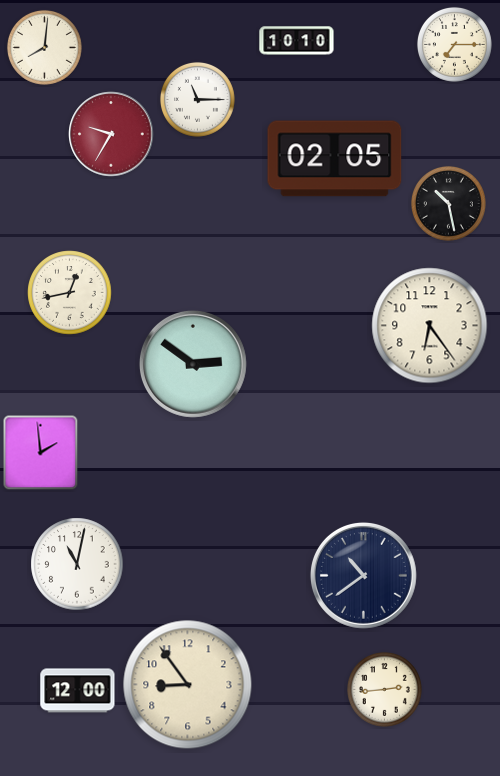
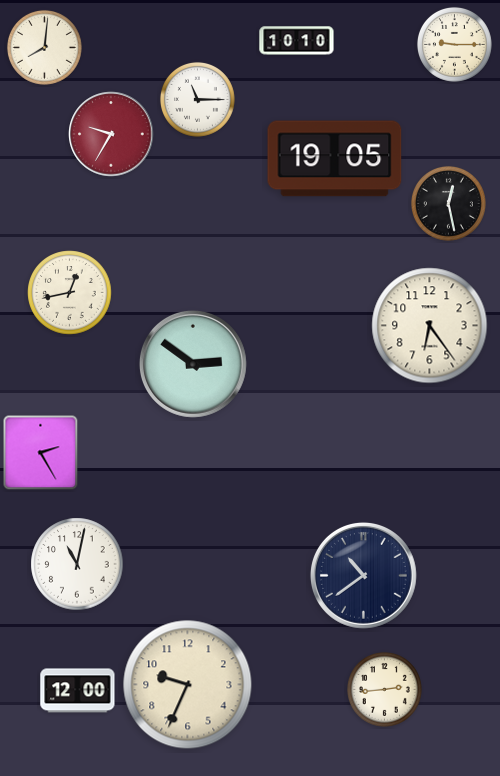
clock at (454, 44): 7:15 -> 9:15
clock at (335, 159): 02:05 -> 19:05
clock at (448, 203): 10:28 -> 12:28
clock at (41, 453): 1:59 -> 2:25
clock at (188, 685): 8:54 -> 9:34
